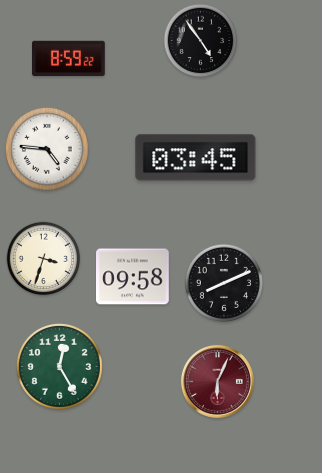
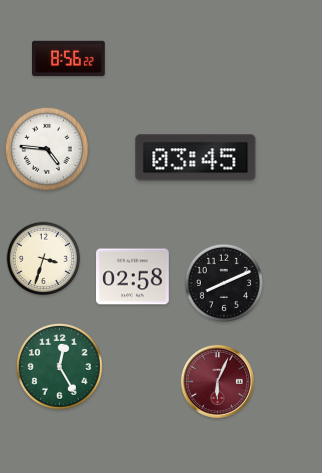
clock at (201, 41): 4:54 -> none
clock at (69, 58): 8:59 -> 8:56
clock at (133, 277): 09:58 -> 02:58
